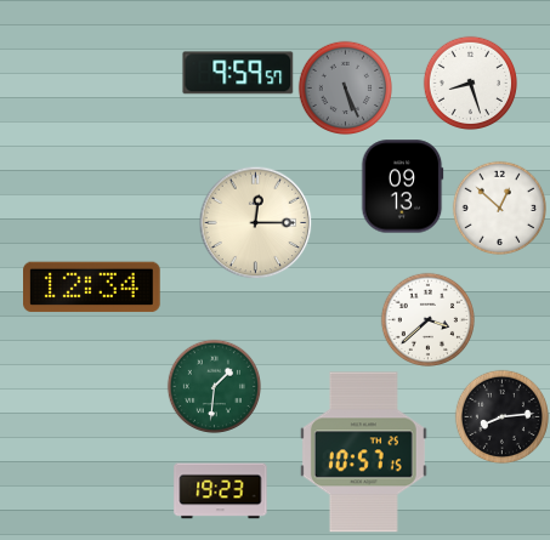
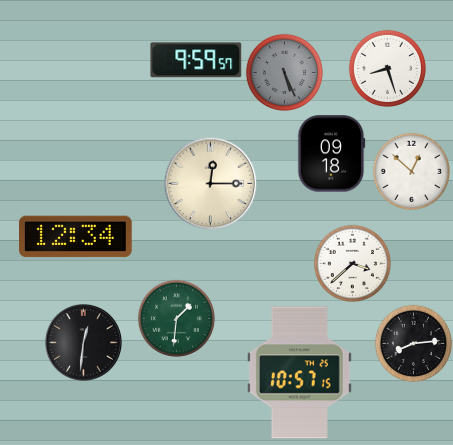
clock at (402, 187): 09:13 -> 09:18
clock at (83, 342): none -> 12:31
clock at (221, 491): 19:23 -> none
